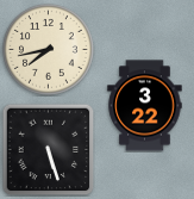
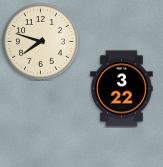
clock at (49, 50): 7:43 -> 7:48
clock at (48, 149): 5:27 -> none
